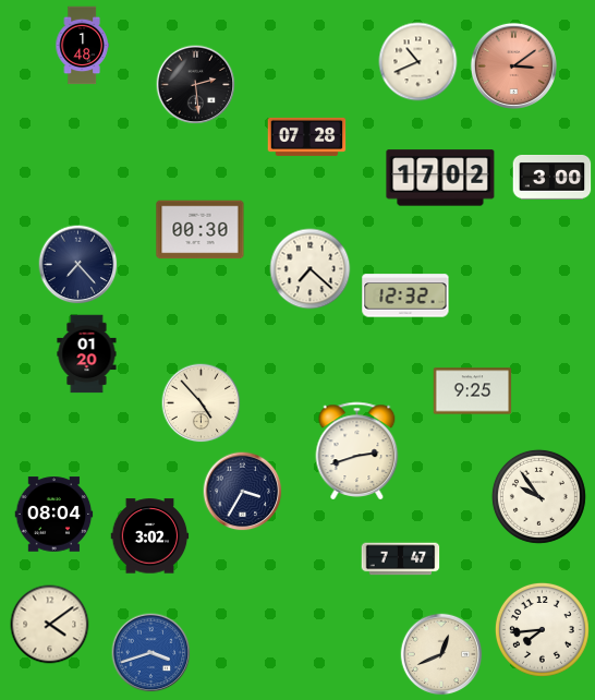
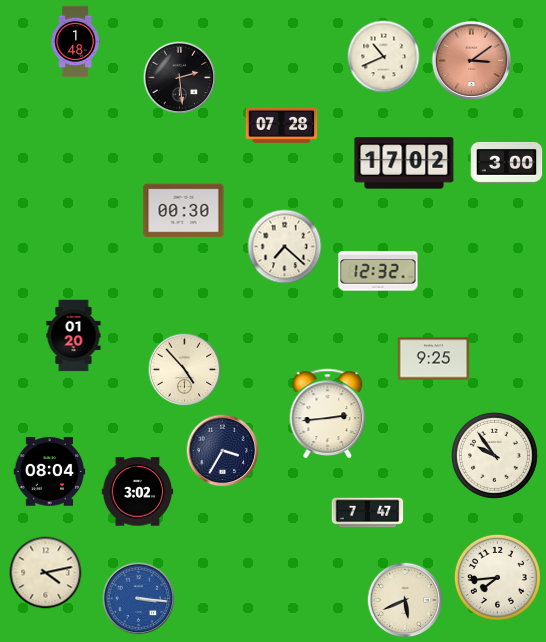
clock at (78, 265): 7:23 -> none
clock at (405, 295) position: (405, 295) -> (378, 271)
clock at (87, 354) position: (87, 354) -> (74, 336)
clock at (357, 450): 2:42 -> 2:44
clock at (50, 625): 4:09 -> 4:13
clock at (151, 653): 3:42 -> 3:16
clock at (441, 654): 12:41 -> 5:41
